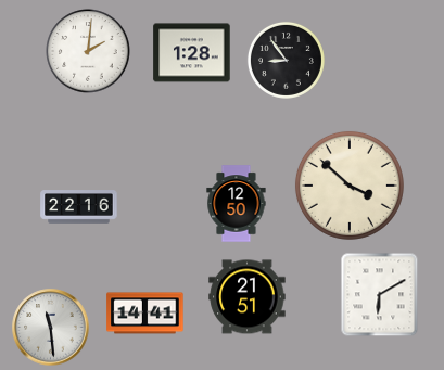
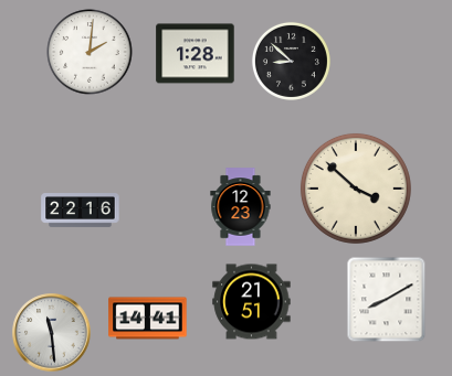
clock at (286, 60): 8:54 -> 8:52
clock at (237, 204): 12:50 -> 12:23
clock at (380, 295): 6:10 -> 8:10
